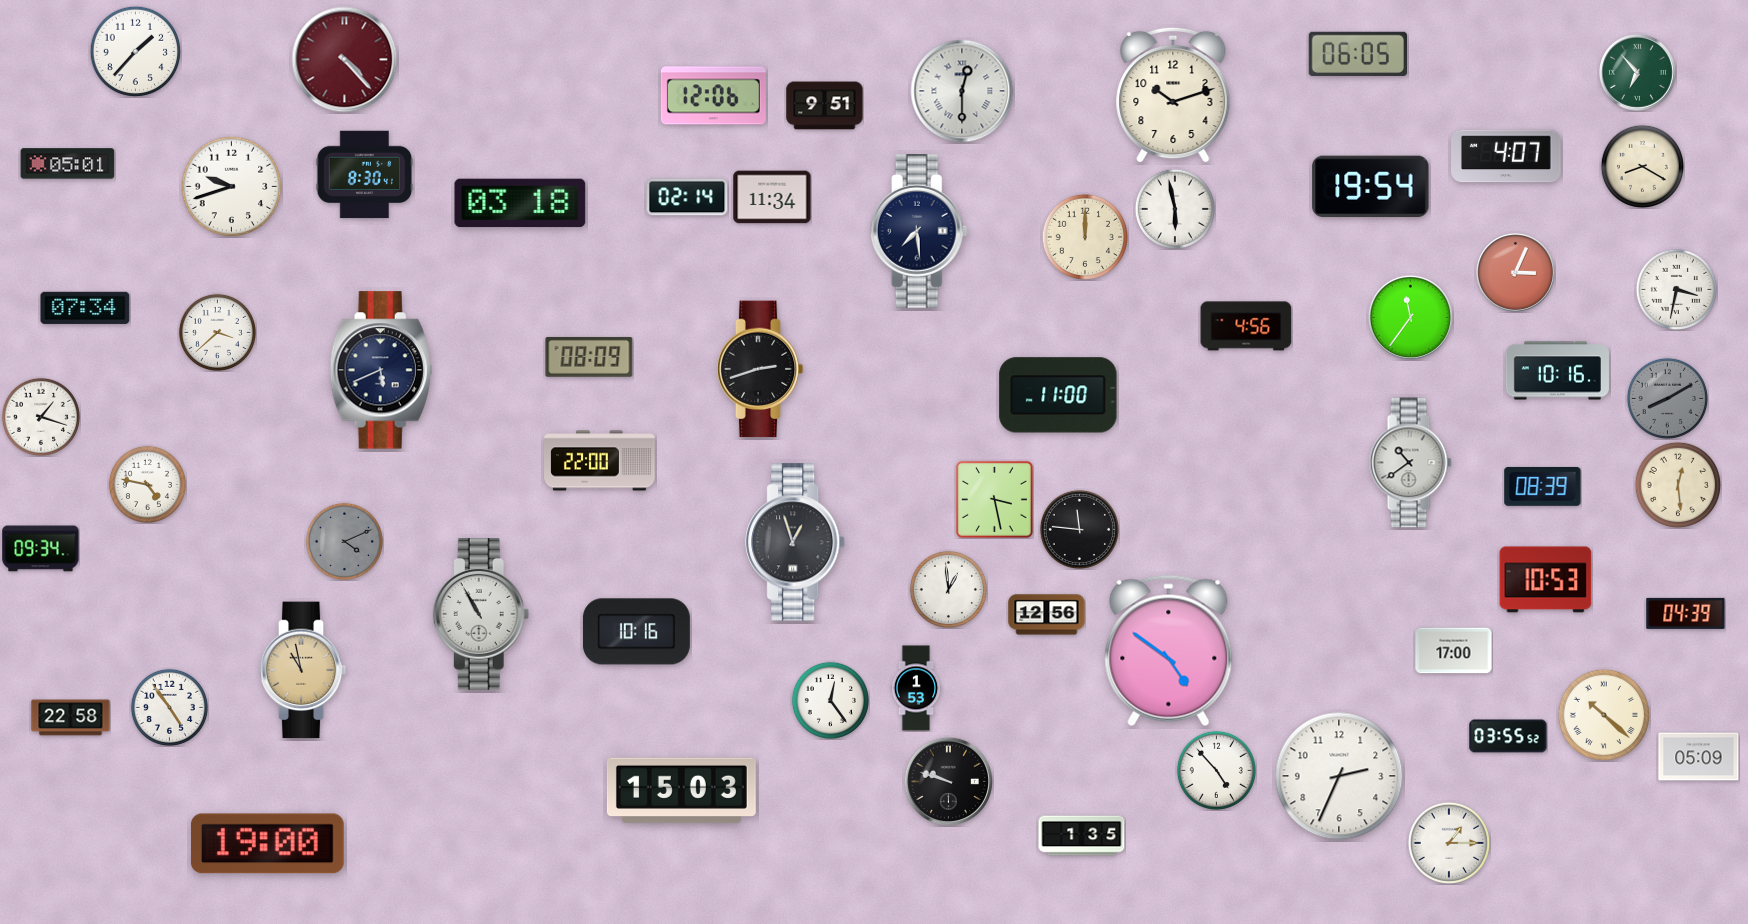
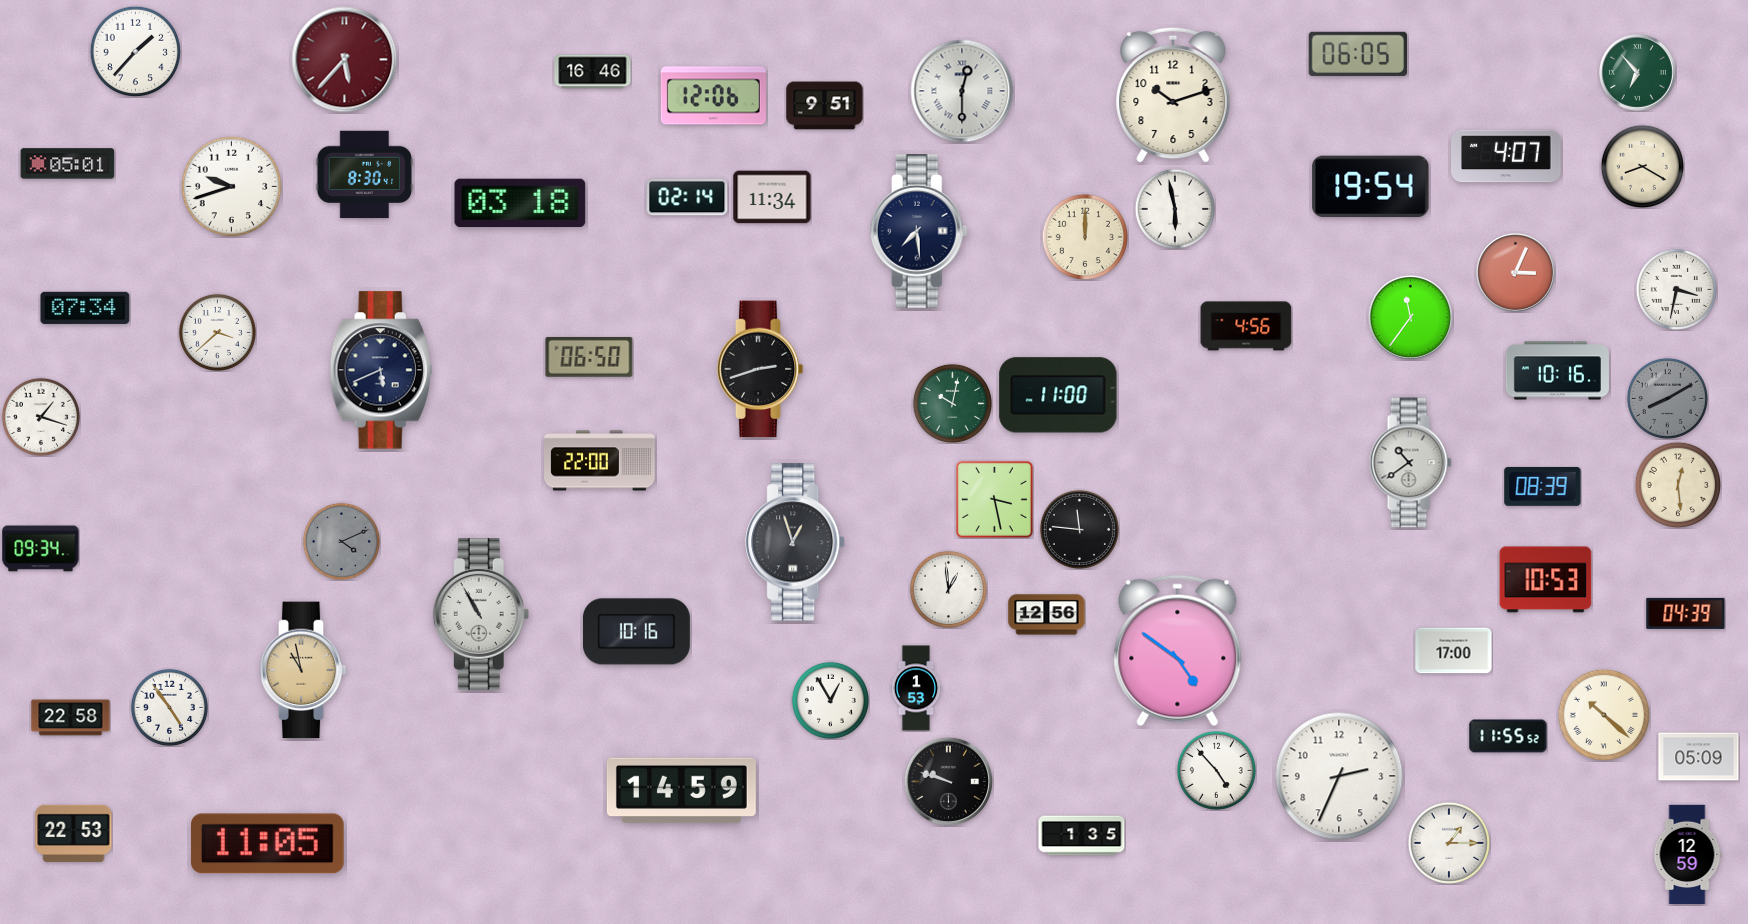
clock at (345, 60): 4:23 -> 5:37
clock at (593, 72): none -> 16:46
clock at (589, 357): 08:09 -> 06:50
clock at (952, 403): none -> 10:02
clock at (147, 484): 4:47 -> none
clock at (344, 541) position: (344, 541) -> (341, 541)
clock at (1169, 651) position: (1169, 651) -> (1178, 651)
clock at (830, 700): 12:24 -> 12:55
clock at (1508, 736): 03:55 -> 11:55
clock at (681, 791): 15:03 -> 14:59
clock at (74, 833): none -> 22:53
clock at (267, 844): 19:00 -> 11:05
clock at (1687, 855): none -> 12:59
